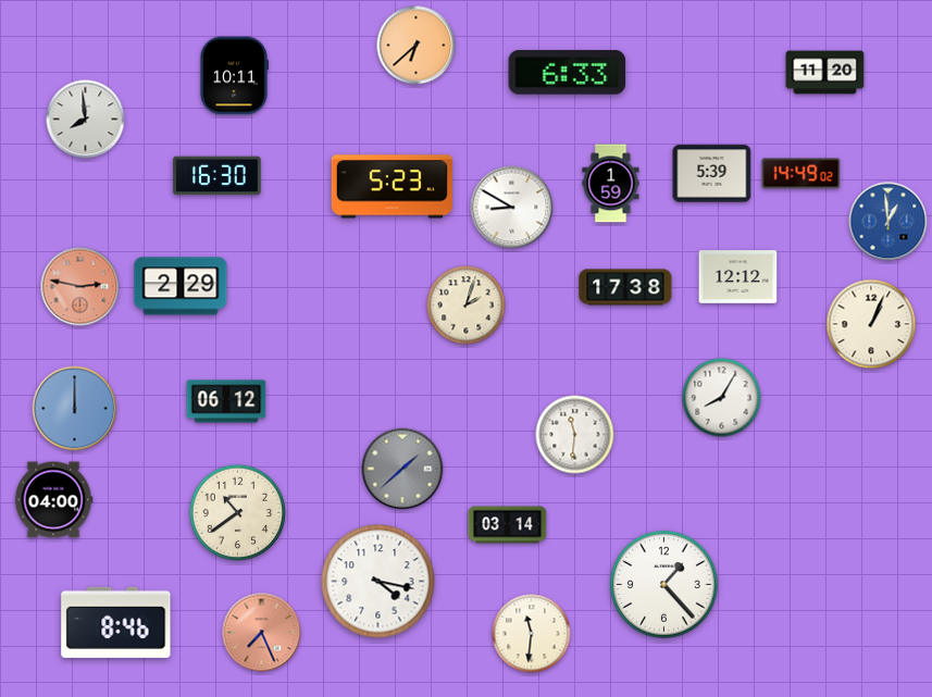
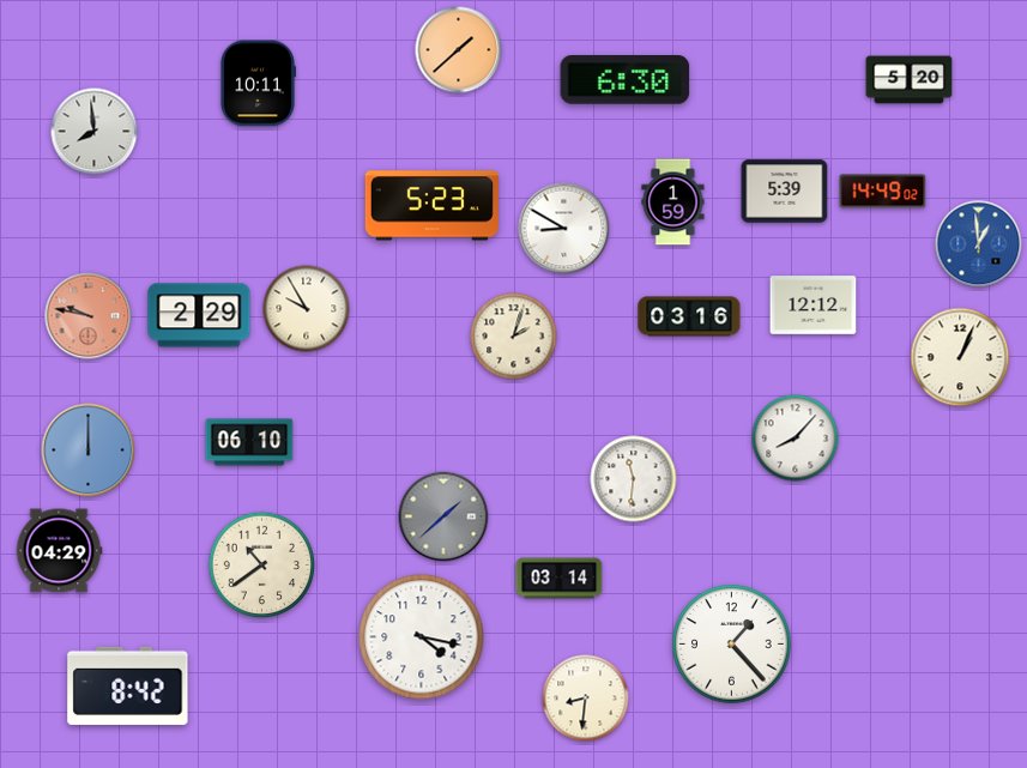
clock at (417, 46): 6:38 -> 1:38
clock at (568, 73): 6:33 -> 6:30
clock at (825, 73): 11:20 -> 5:20
clock at (218, 176): 16:30 -> none
clock at (307, 309): none -> 9:55
clock at (80, 287): 2:47 -> 9:47
clock at (625, 287): 17:38 -> 03:16
clock at (722, 398): 8:05 -> 8:07
clock at (226, 401): 06:12 -> 06:10
clock at (75, 409) position: (75, 409) -> (89, 450)
clock at (53, 500): 04:00 -> 04:29
clock at (378, 582) position: (378, 582) -> (422, 637)
clock at (116, 622): 8:46 -> 8:42
clock at (262, 633): 7:26 -> none
clock at (532, 634): 11:31 -> 8:31
